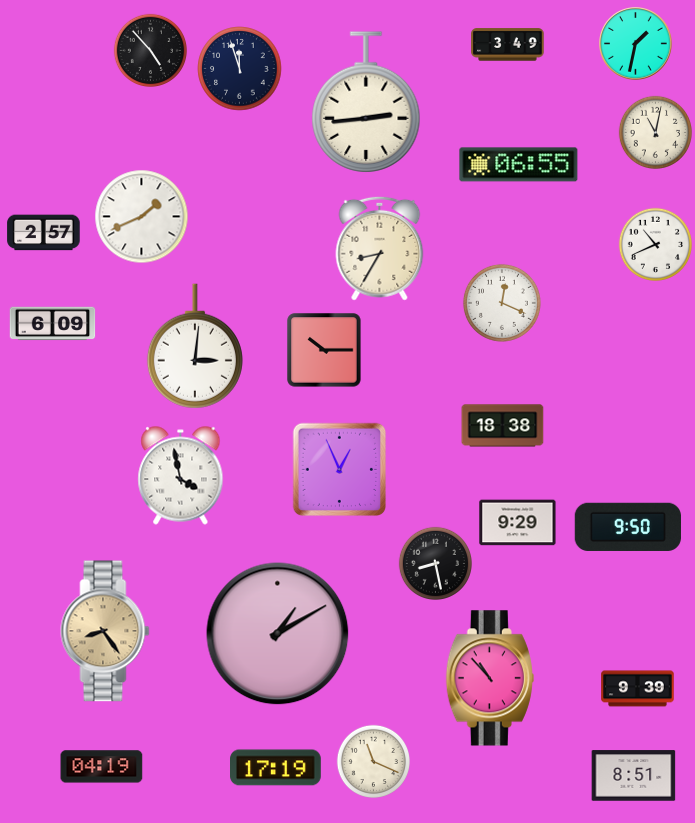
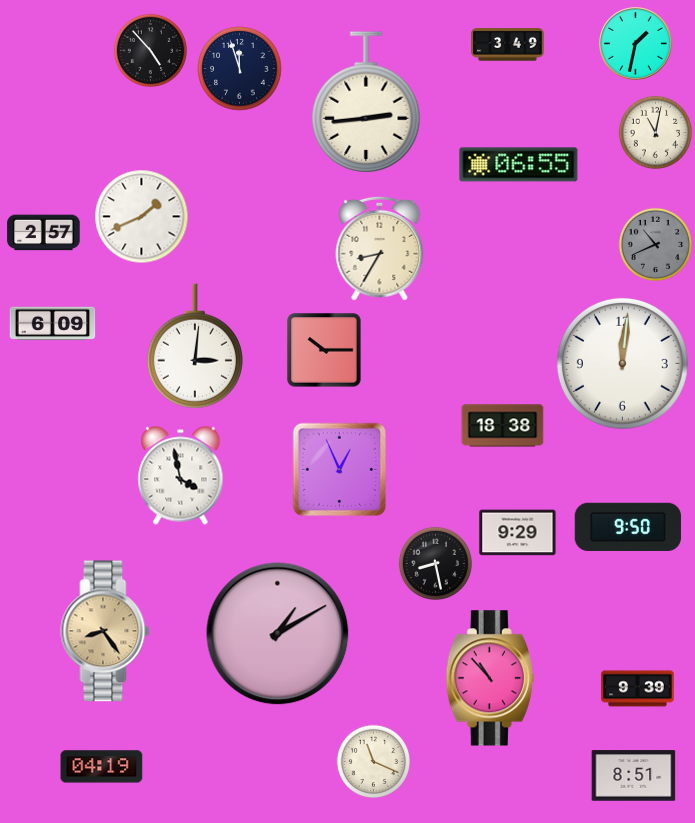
clock at (655, 244) dial: white -> grey
clock at (502, 303): 12:19 -> none
clock at (622, 363): none -> 12:01
clock at (518, 523) position: (518, 523) -> (518, 533)
clock at (276, 768): 17:19 -> none
